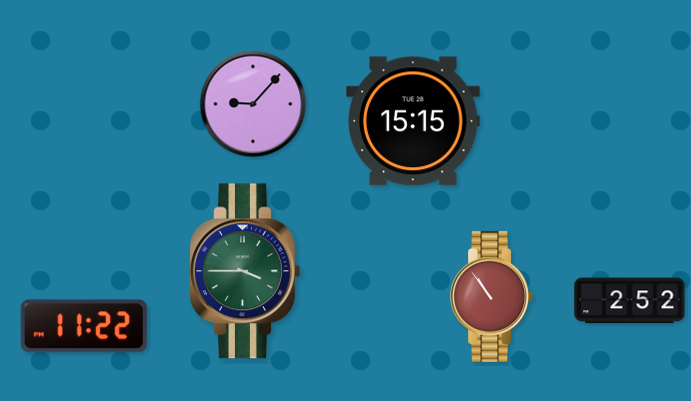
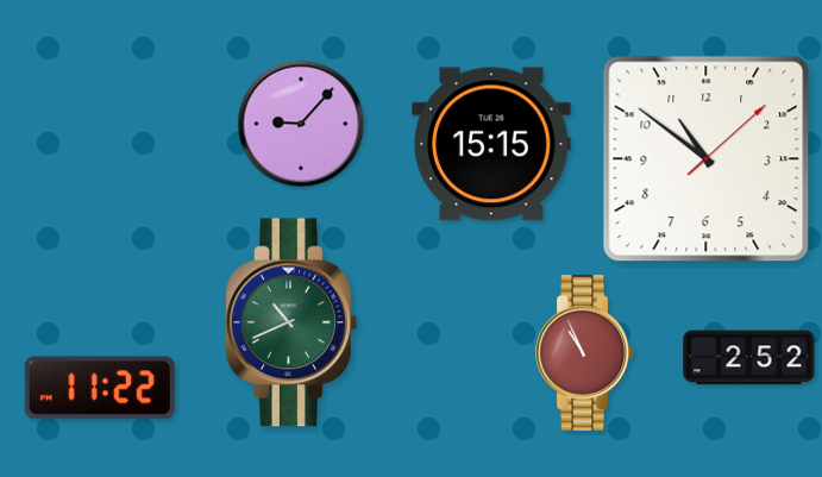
clock at (707, 159): none -> 10:51
clock at (245, 271): 3:45 -> 10:41
clock at (492, 296): 10:54 -> 10:56
